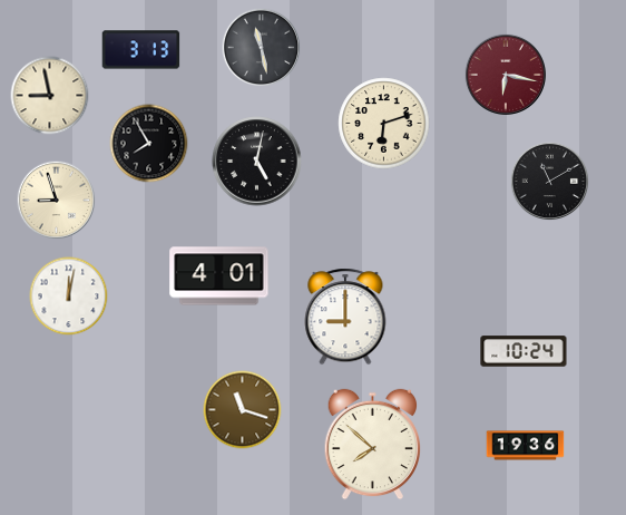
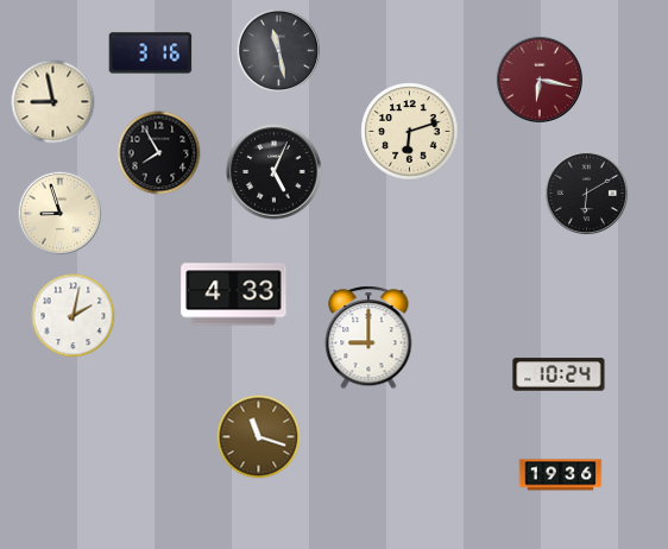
clock at (141, 50): 3:13 -> 3:16
clock at (257, 162): 5:02 -> 5:04
clock at (550, 182): 11:10 -> 6:10
clock at (219, 276): 4:01 -> 4:33
clock at (69, 297): 12:02 -> 2:02
clock at (373, 445): 7:52 -> none
